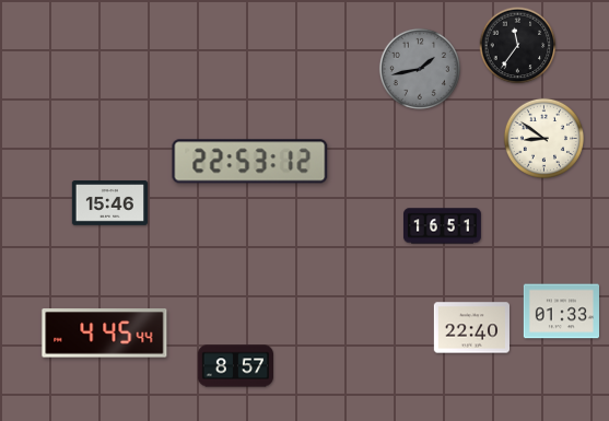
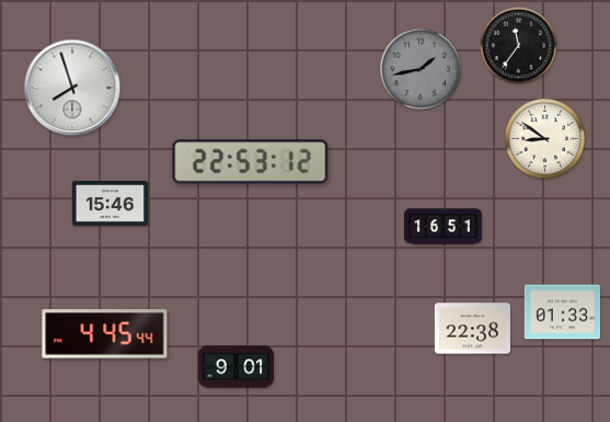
clock at (72, 88): none -> 7:57
clock at (471, 328): 22:40 -> 22:38
clock at (235, 366): 8:57 -> 9:01
